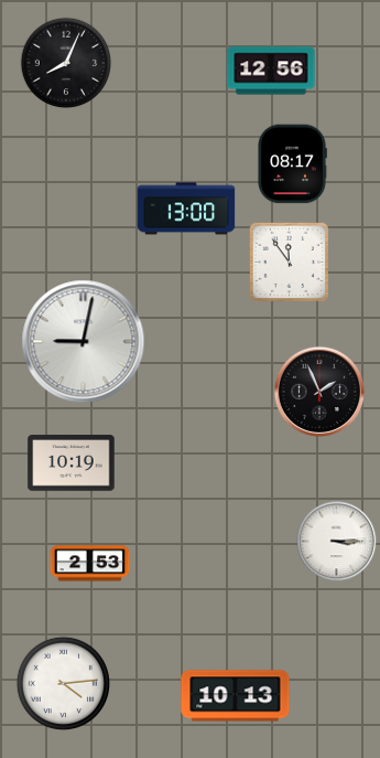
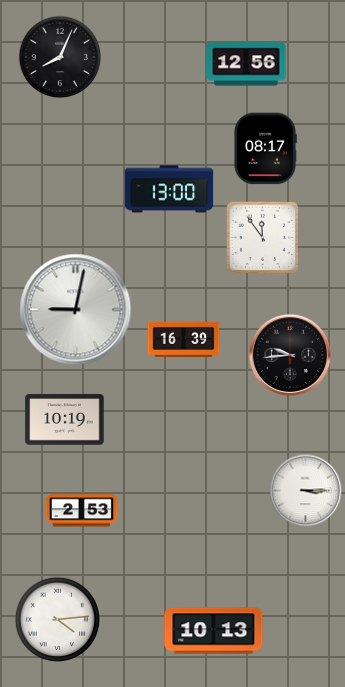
clock at (184, 339): none -> 16:39
clock at (318, 391): 1:56 -> 9:44
